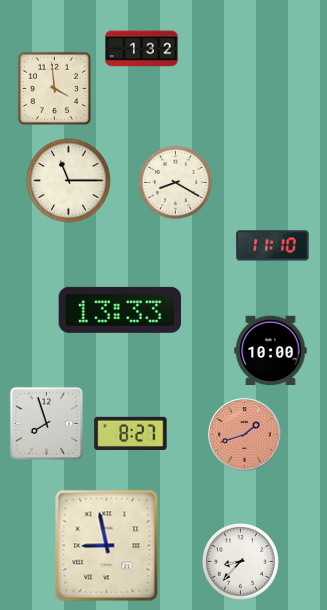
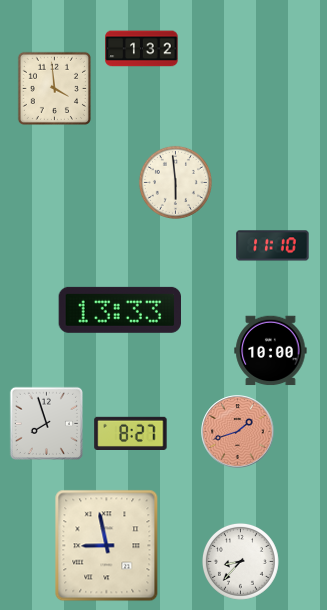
clock at (69, 181): 11:15 -> none
clock at (175, 182): 8:20 -> 5:59
clock at (245, 435) position: (245, 435) -> (238, 432)
